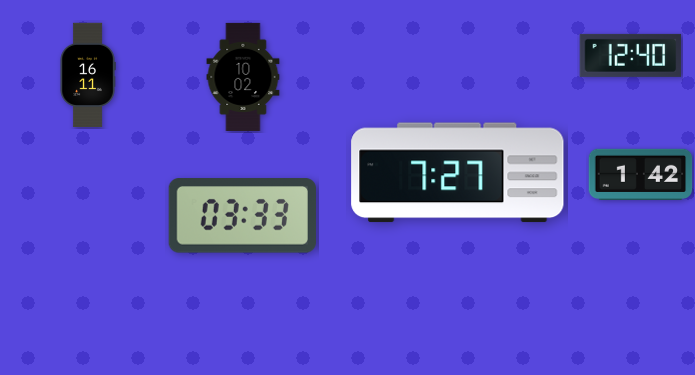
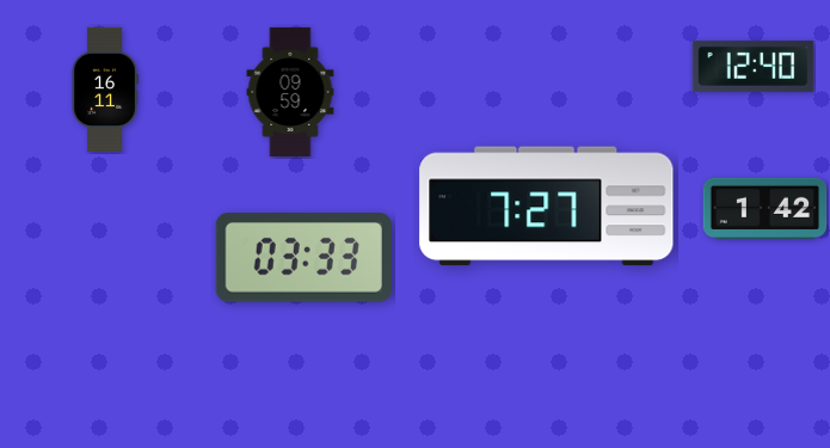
clock at (243, 77): 10:02 -> 09:59
clock at (242, 216) position: (242, 216) -> (303, 258)
